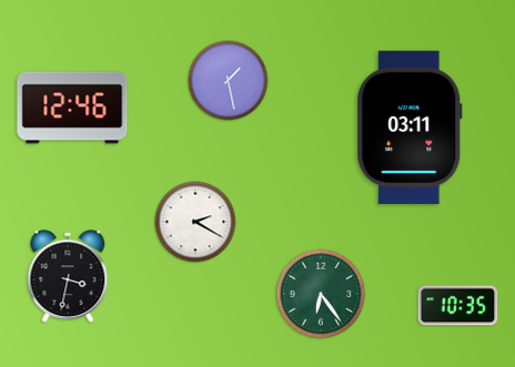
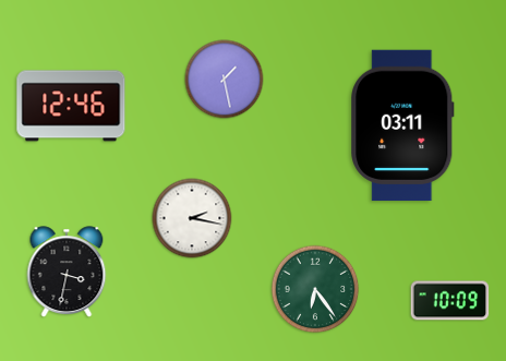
clock at (195, 222): 2:20 -> 2:17
clock at (458, 306): 10:35 -> 10:09
